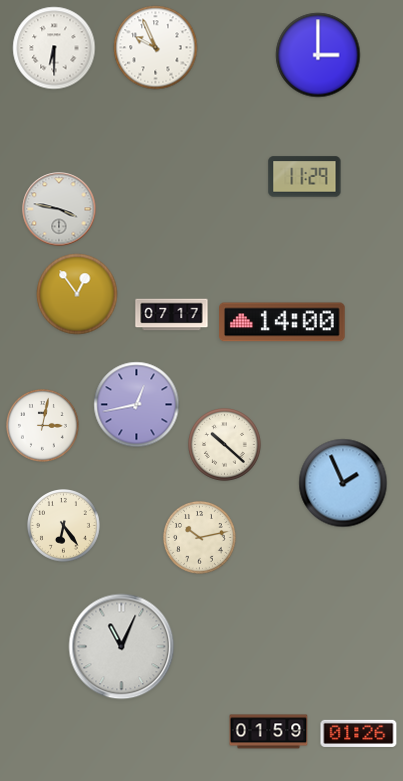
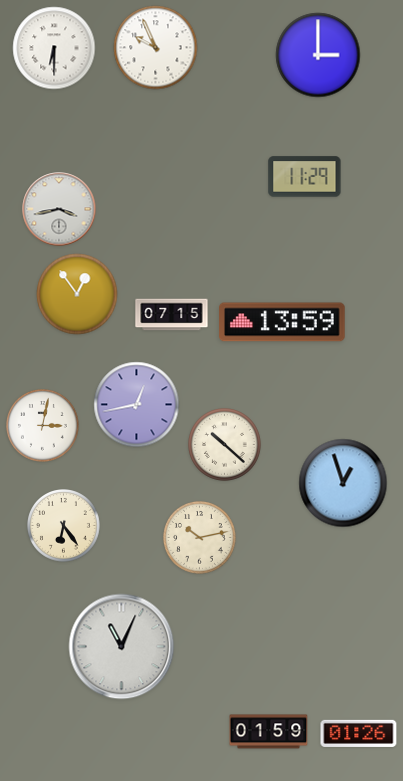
clock at (59, 209): 3:47 -> 3:43
clock at (172, 315): 07:17 -> 07:15
clock at (282, 322): 14:00 -> 13:59
clock at (343, 483): 1:56 -> 12:57
